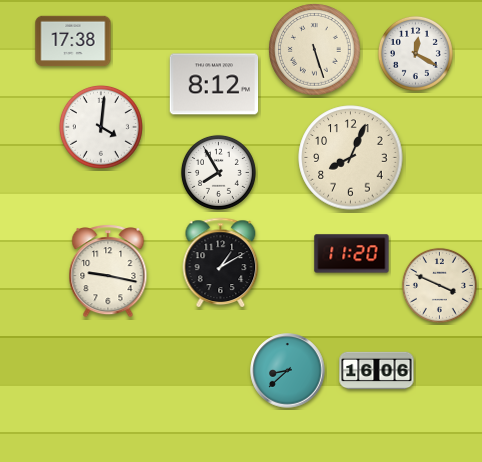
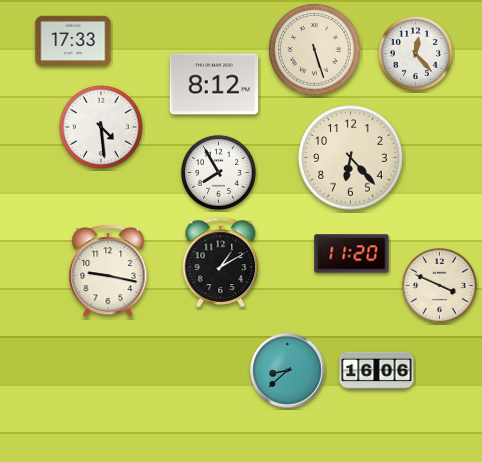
clock at (73, 41): 17:38 -> 17:33
clock at (415, 53): 12:20 -> 12:23
clock at (101, 127): 4:01 -> 4:29
clock at (351, 158): 8:04 -> 6:23
